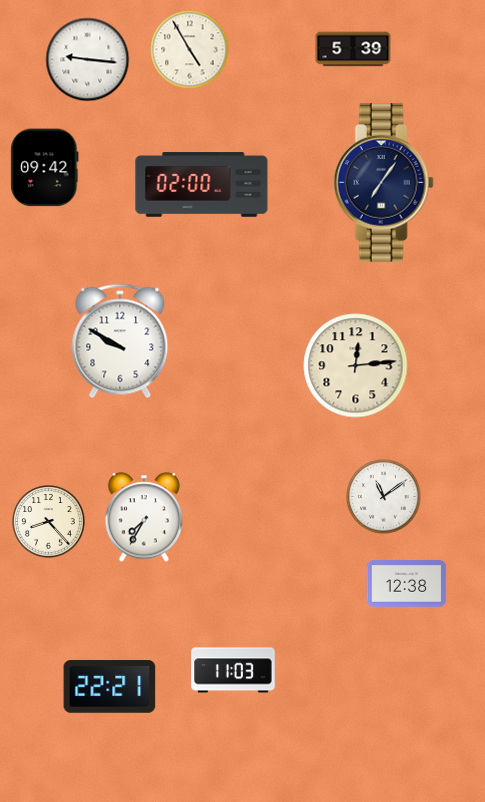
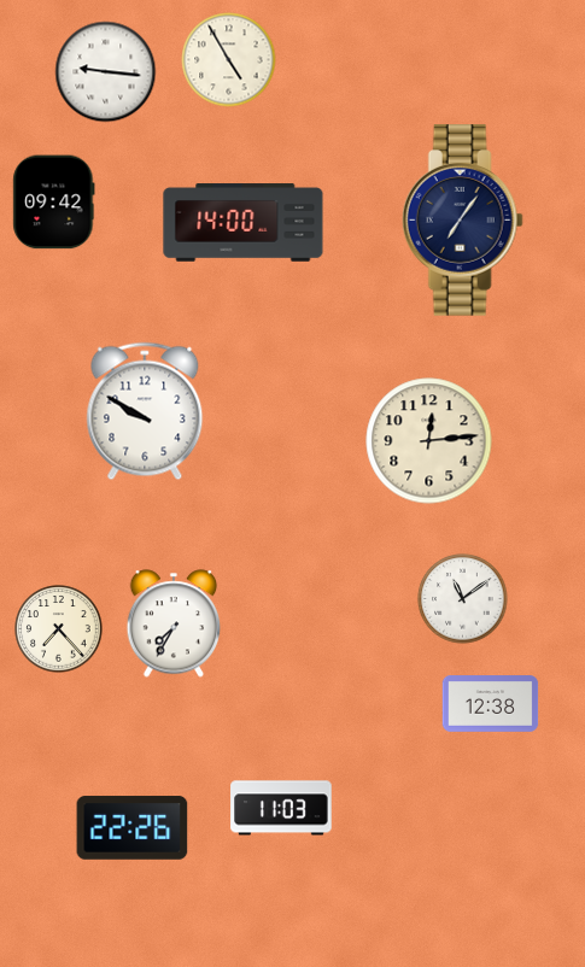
clock at (353, 49): 5:39 -> none
clock at (202, 185): 02:00 -> 14:00
clock at (49, 522): 8:23 -> 7:23
clock at (110, 687): 22:21 -> 22:26
